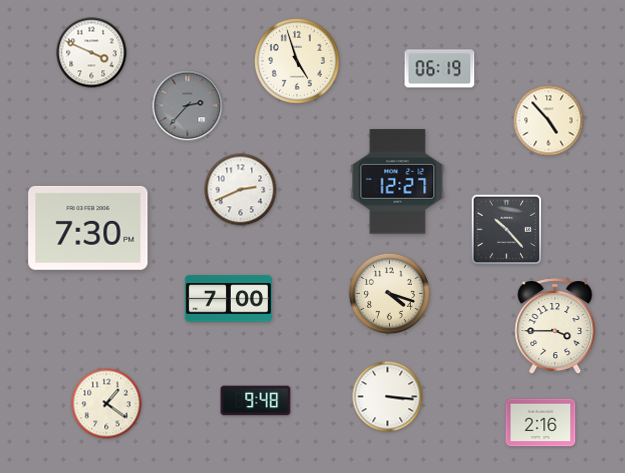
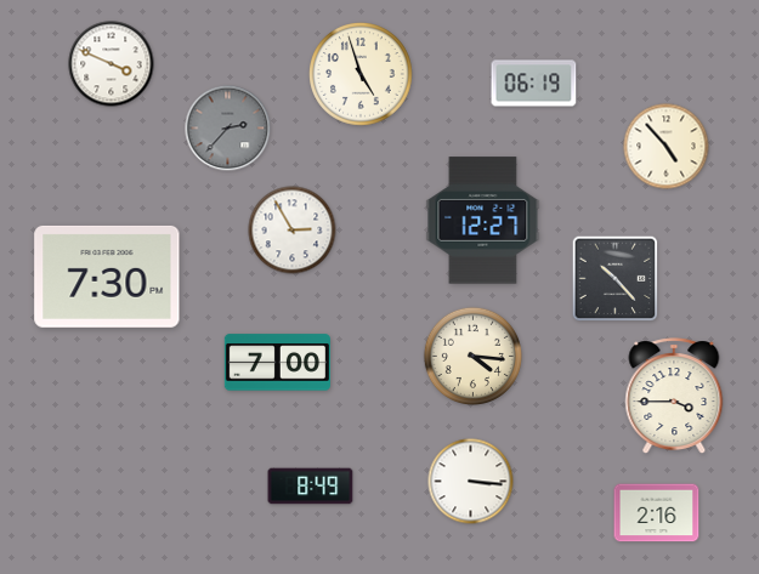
clock at (241, 190): 2:41 -> 2:55
clock at (389, 293): 4:18 -> 4:16
clock at (256, 401): 9:48 -> 8:49
clock at (107, 404): 1:21 -> none
